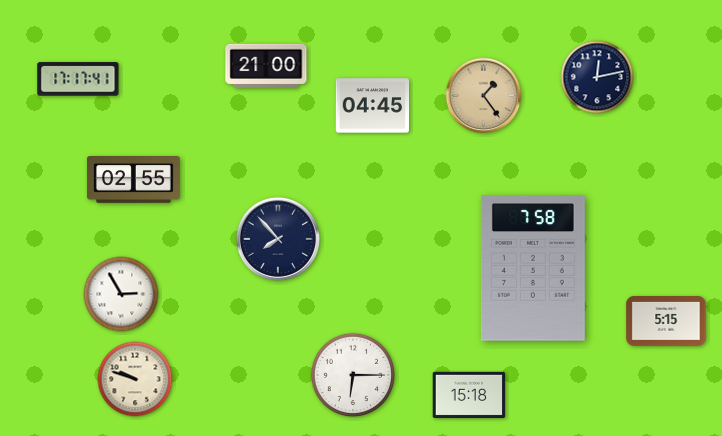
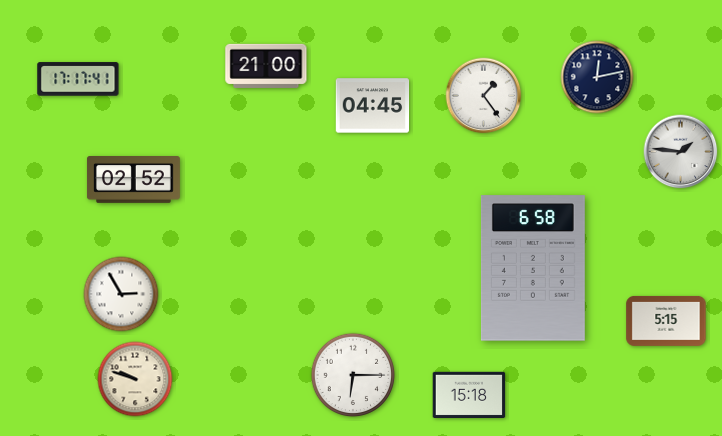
clock at (484, 96) dial: champagne -> white
clock at (681, 152): none -> 1:46
clock at (133, 180): 02:55 -> 02:52
clock at (278, 239): 7:53 -> none
clock at (533, 268): 7:58 -> 6:58
